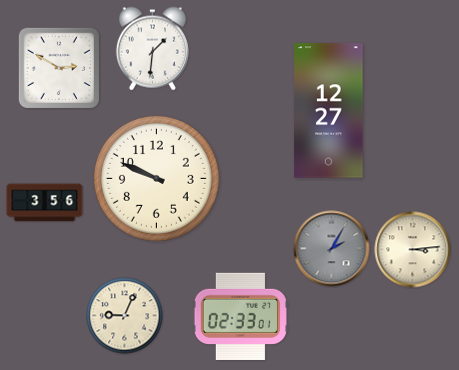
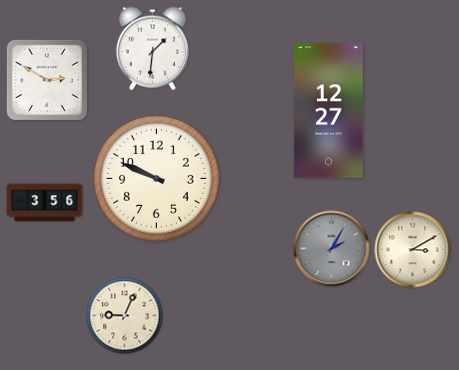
clock at (58, 67) position: (58, 67) -> (46, 79)
clock at (413, 250): 3:14 -> 3:10
clock at (240, 316): 02:33 -> none
